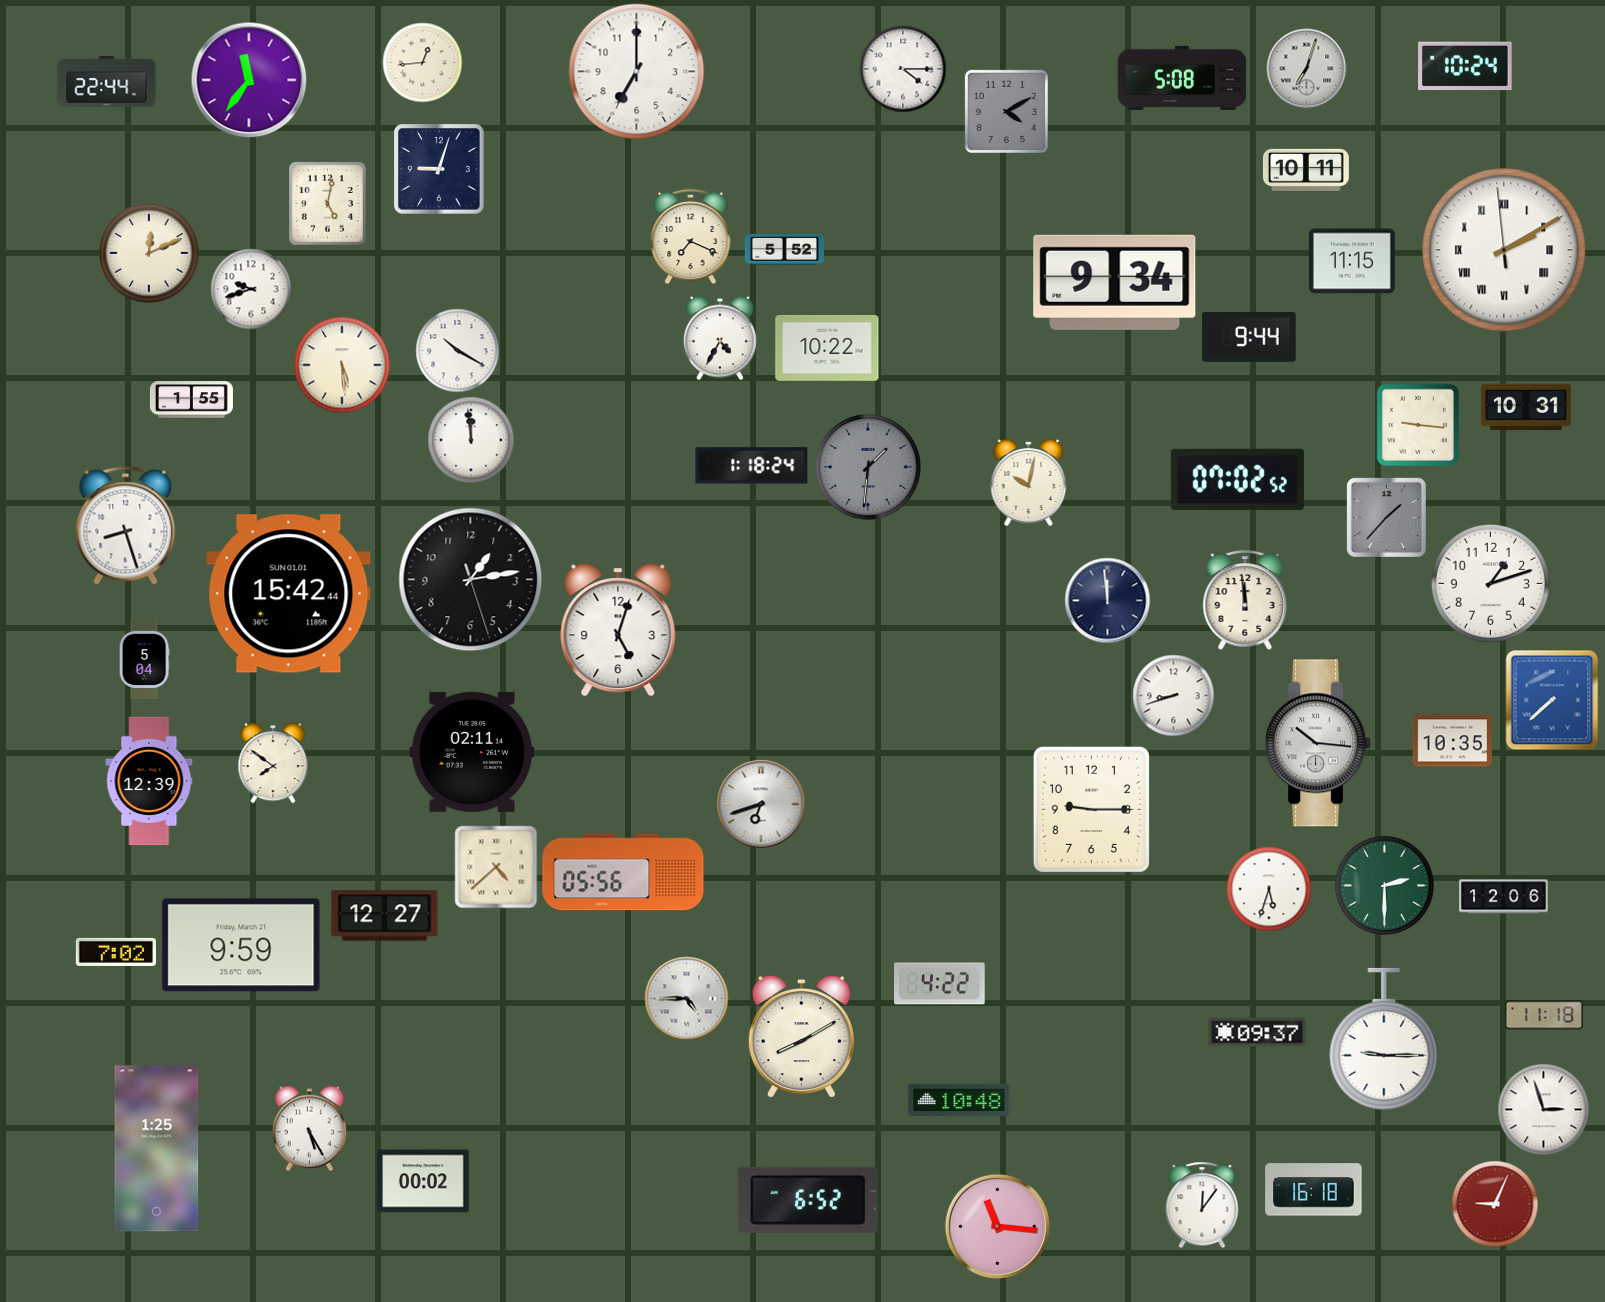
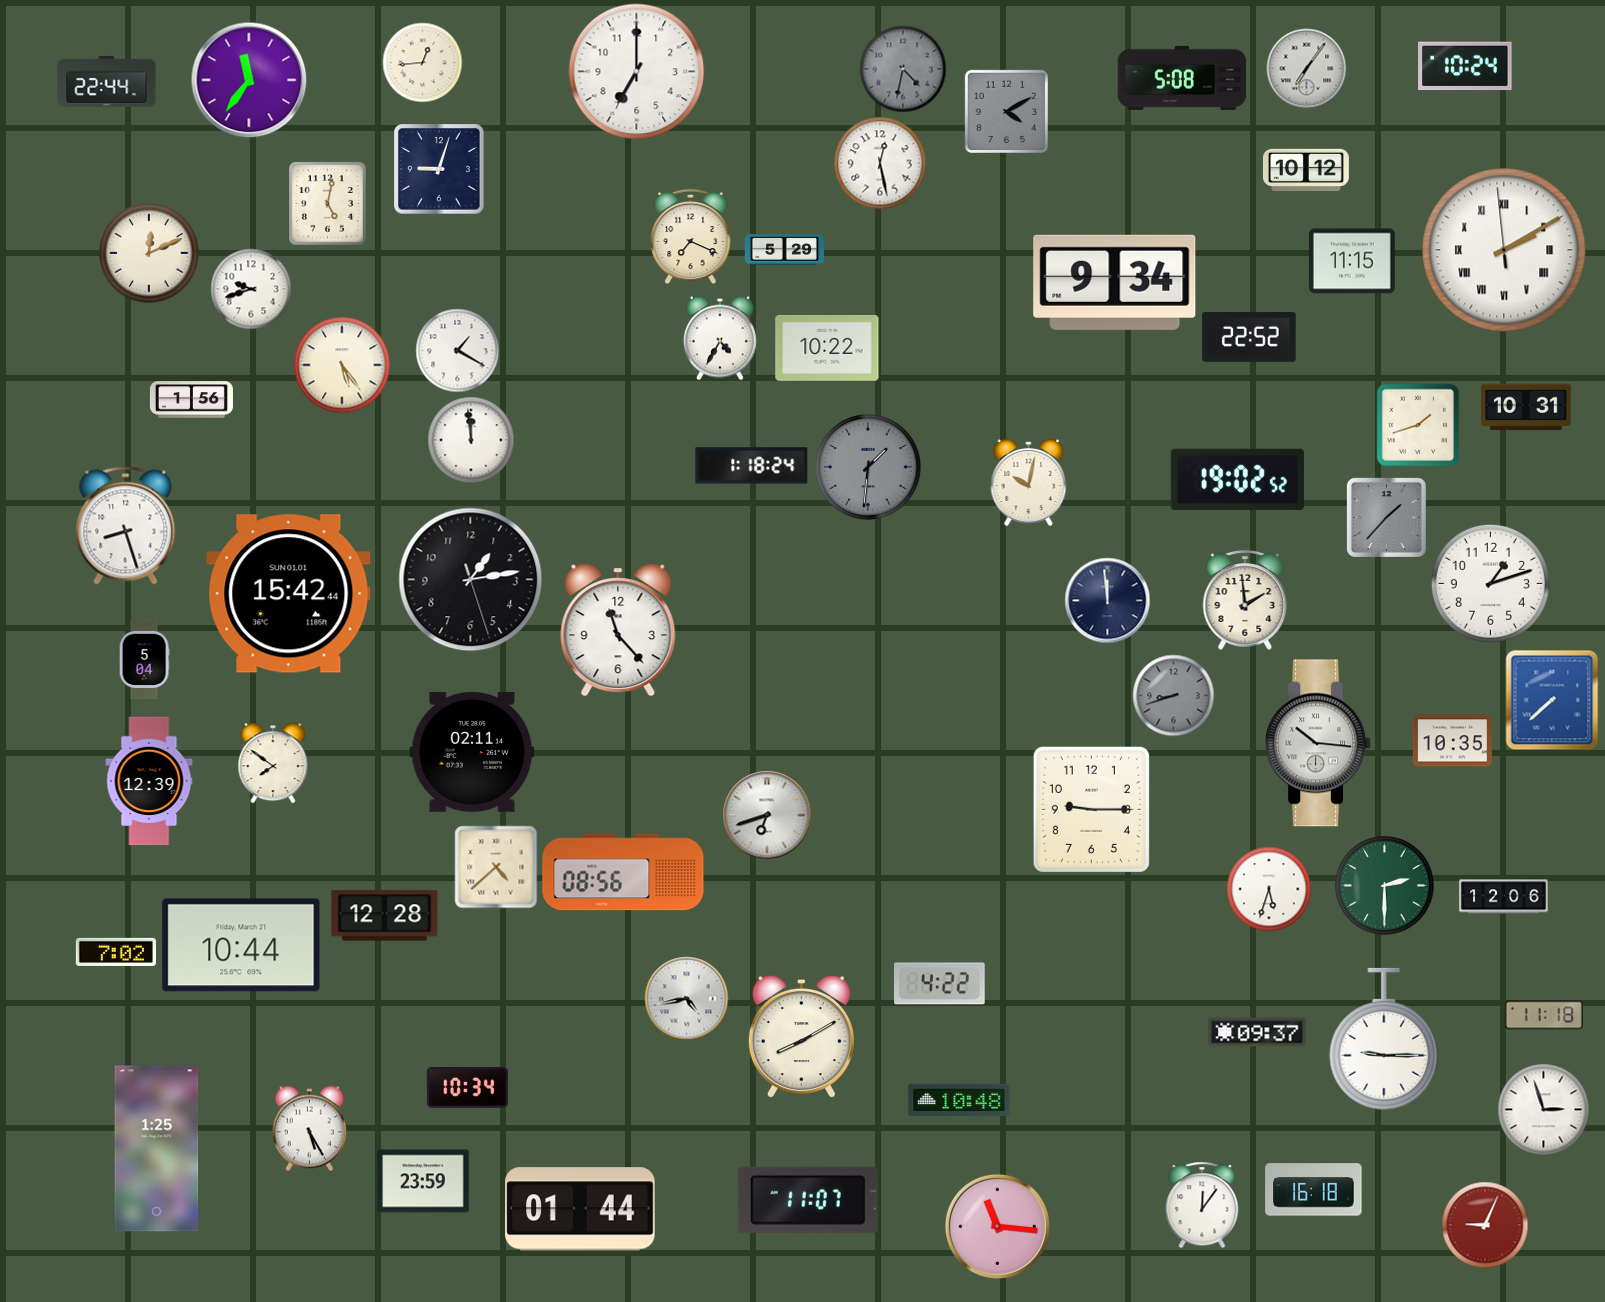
clock at (1306, 68): 7:03 -> 7:06
clock at (903, 69): 4:15 -> 4:32
clock at (903, 69) dial: white -> grey
clock at (880, 163): none -> 12:28
clock at (1306, 170): 10:11 -> 10:12
clock at (784, 250): 5:52 -> 5:29
clock at (1249, 337): 9:44 -> 22:52
clock at (457, 350): 10:20 -> 1:20
clock at (342, 365): 5:29 -> 5:24
clock at (191, 400): 1:55 -> 1:56
clock at (1417, 424): 9:16 -> 1:42
clock at (1237, 479): 07:02 -> 19:02
clock at (1245, 600): 11:59 -> 1:59
clock at (618, 630): 5:03 -> 11:23
clock at (1173, 695) dial: white -> grey
clock at (761, 804) position: (761, 804) -> (767, 815)
clock at (623, 872): 05:56 -> 08:56
clock at (385, 916): 12:27 -> 12:28
clock at (241, 945): 9:59 -> 10:44
clock at (686, 998): 4:45 -> 4:43
clock at (467, 1087): none -> 10:34
clock at (423, 1181): 00:02 -> 23:59
clock at (808, 1200): 6:52 -> 11:07
clock at (1495, 1204) position: (1495, 1204) -> (1485, 1225)
clock at (580, 1209): none -> 01:44
